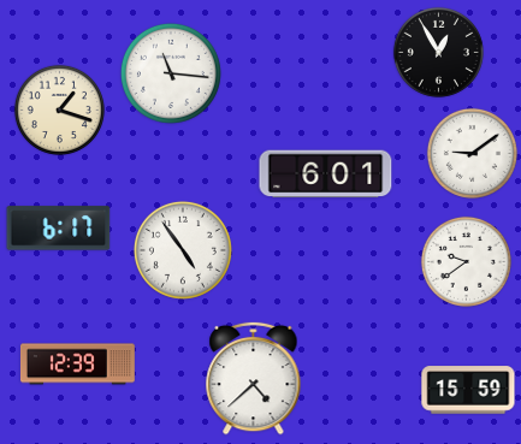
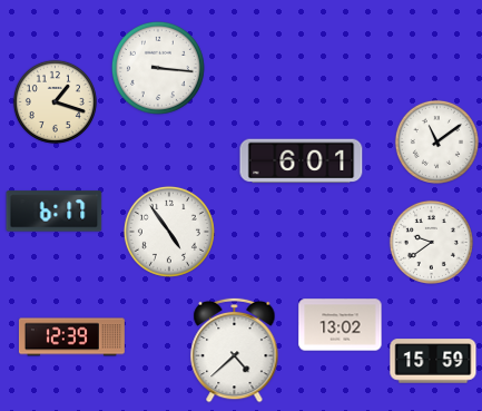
clock at (438, 52): 12:55 -> none
clock at (171, 73): 11:16 -> 3:16
clock at (472, 153): 9:09 -> 11:09
clock at (341, 325): none -> 13:02
